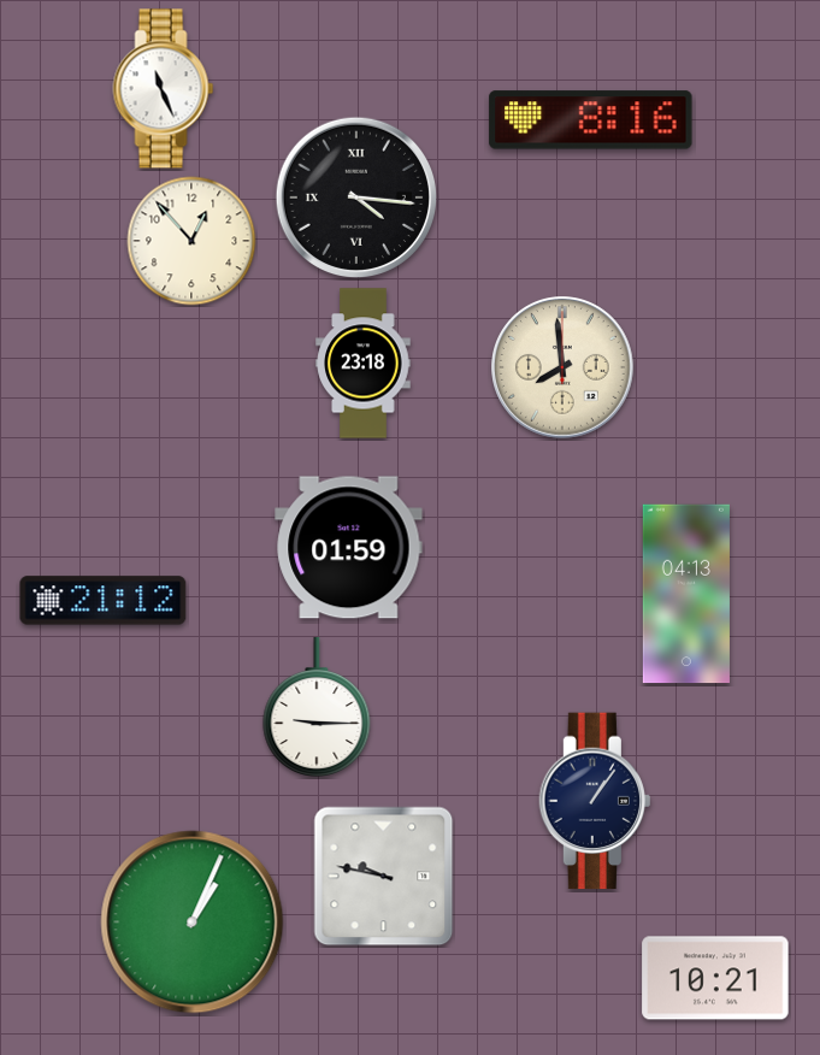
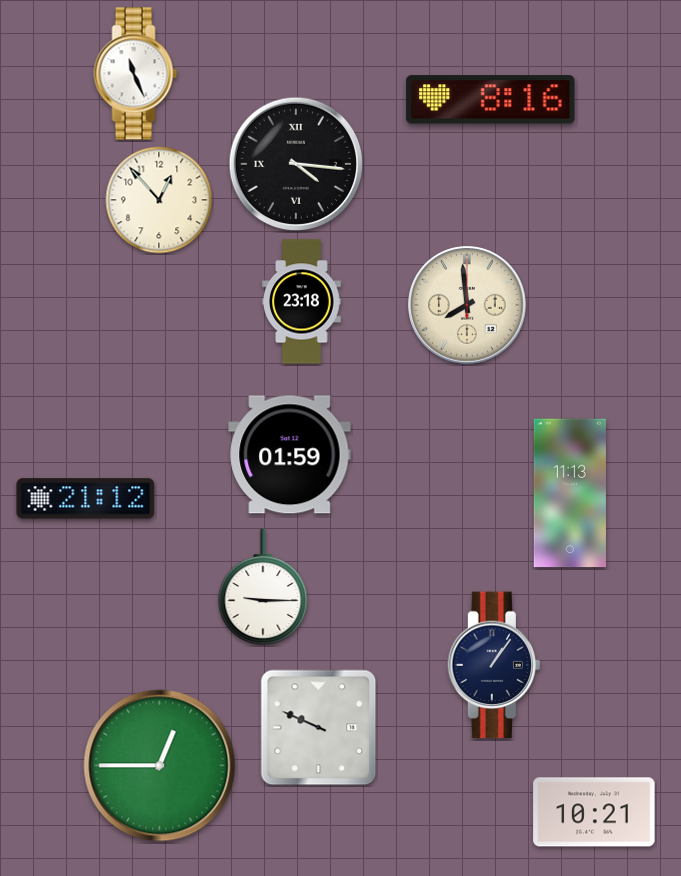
clock at (686, 594): 04:13 -> 11:13
clock at (384, 877): 9:47 -> 9:49
clock at (193, 923): 1:04 -> 12:45
